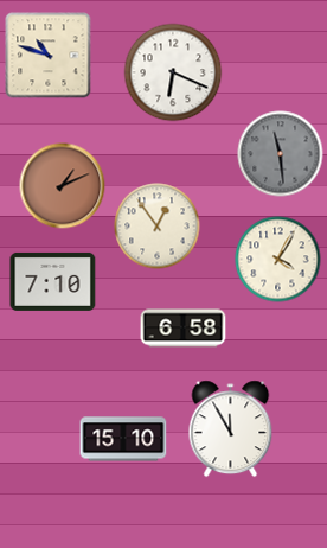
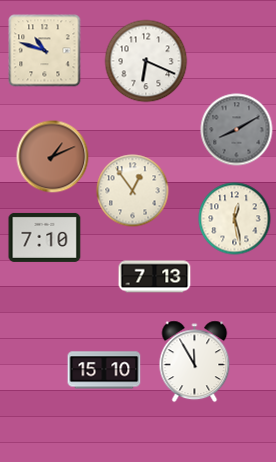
clock at (49, 56) position: (49, 56) -> (45, 51)
clock at (281, 154): 11:29 -> 8:10
clock at (278, 260): 4:05 -> 12:28
clock at (184, 329): 6:58 -> 7:13
